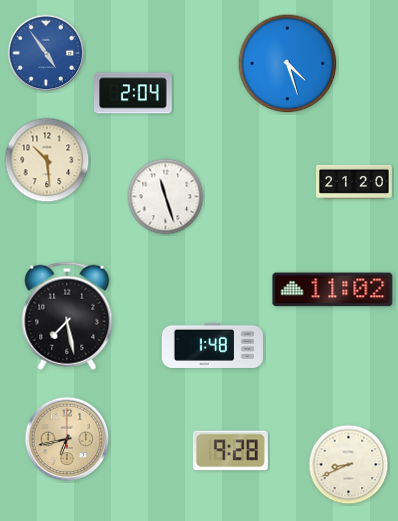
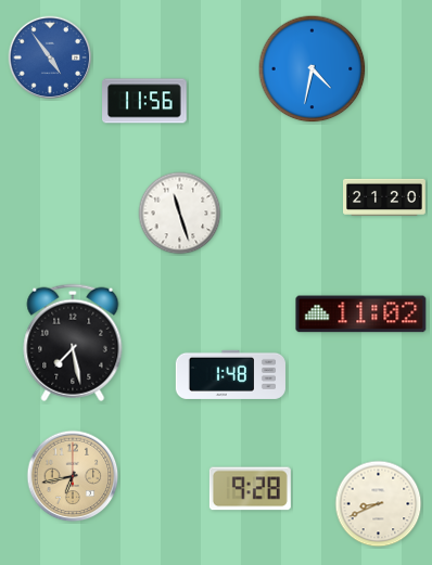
clock at (288, 64): 4:27 -> 4:32
clock at (133, 93): 2:04 -> 11:56
clock at (47, 160): 10:29 -> none
